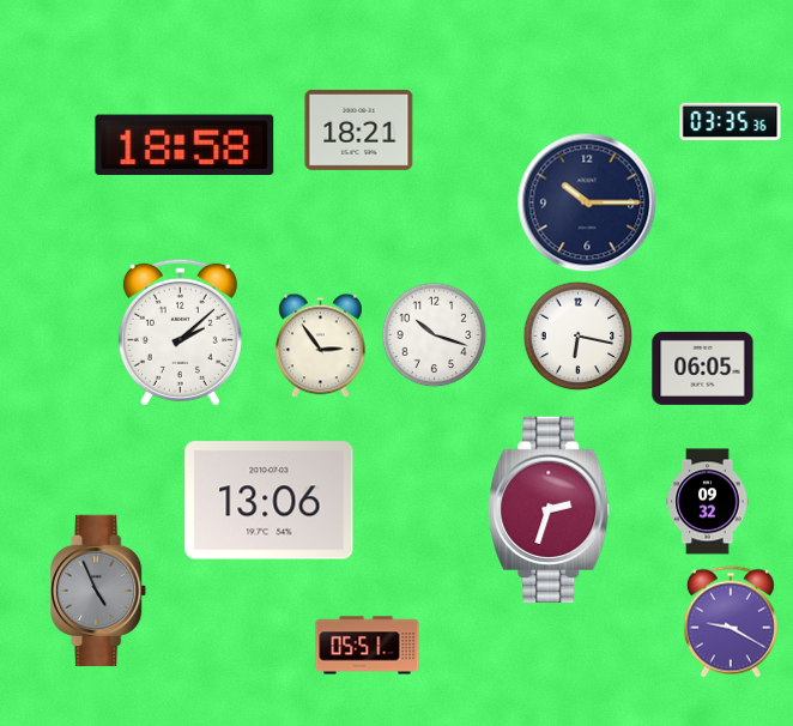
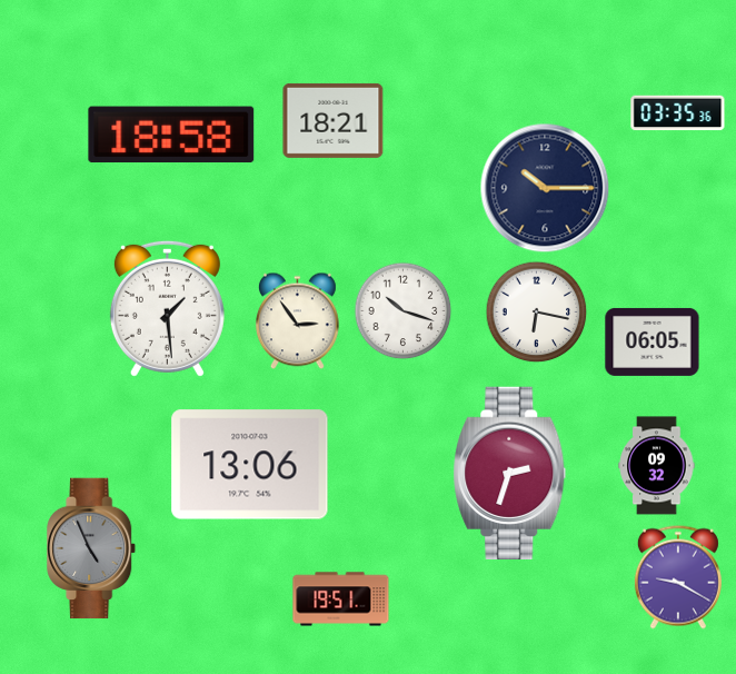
clock at (180, 332): 2:08 -> 1:29
clock at (368, 646): 05:51 -> 19:51
